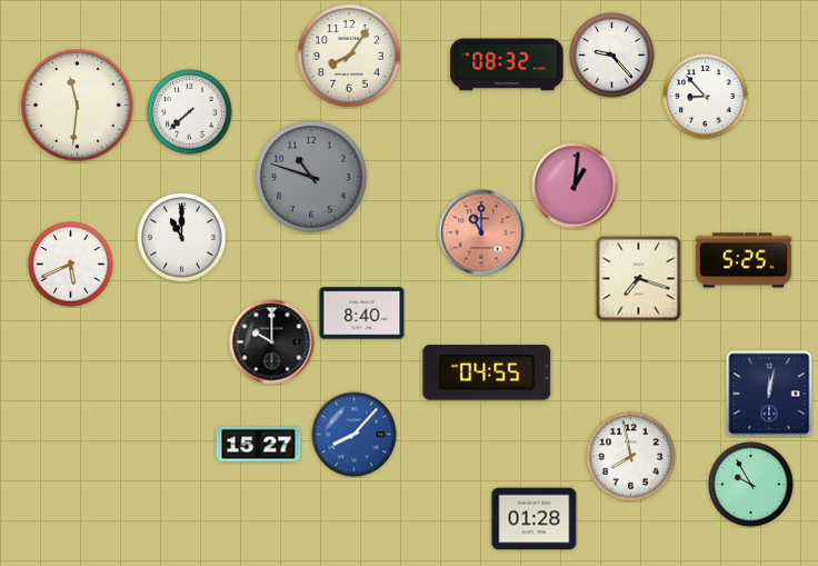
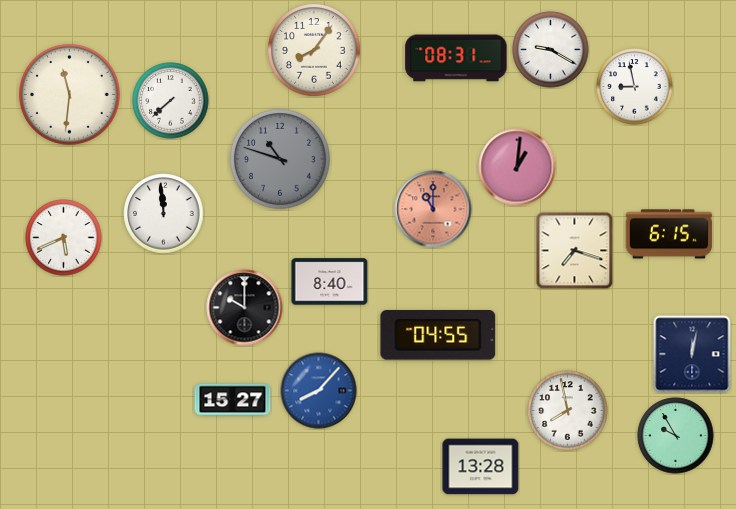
clock at (612, 56): 9:23 -> 9:20
clock at (507, 64): 08:32 -> 08:31
clock at (706, 97): 8:53 -> 8:58
clock at (182, 238): 11:00 -> 11:59
clock at (744, 260): 5:25 -> 6:15
clock at (362, 314) position: (362, 314) -> (330, 282)
clock at (535, 519): 01:28 -> 13:28
